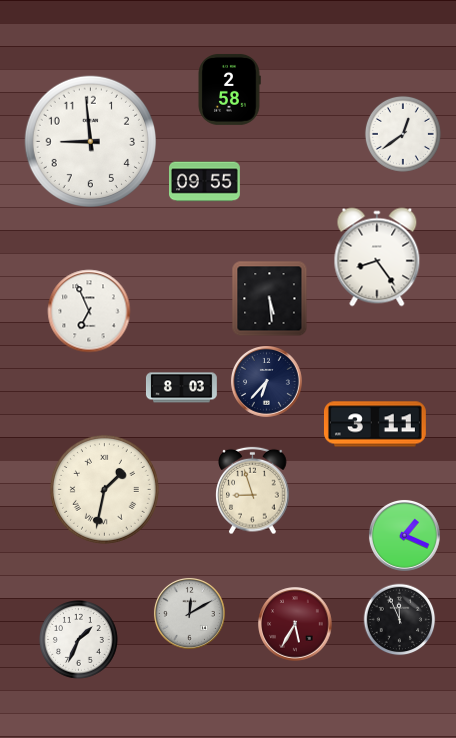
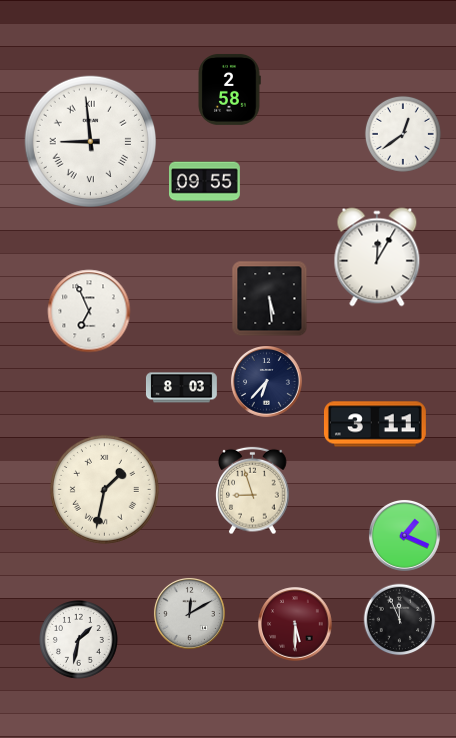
clock at (90, 141) numerals: Arabic -> Roman
clock at (377, 257): 8:24 -> 12:05
clock at (295, 624): 5:35 -> 5:30
clock at (79, 640): 1:34 -> 1:32
